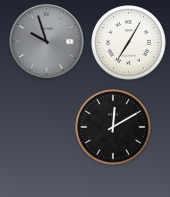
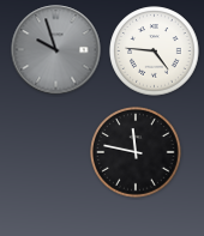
clock at (129, 43): 7:05 -> 4:46
clock at (113, 127): 12:10 -> 11:47
